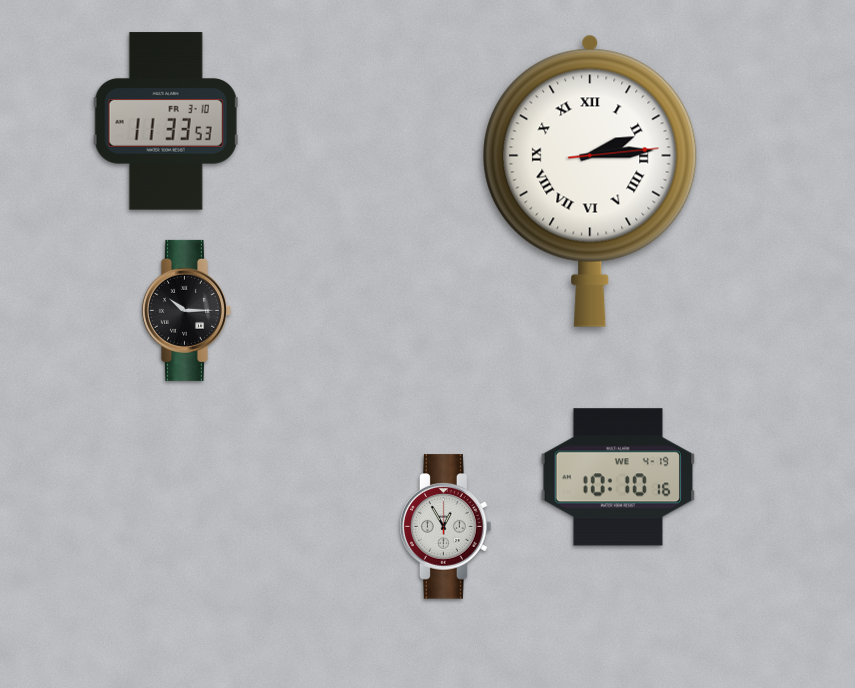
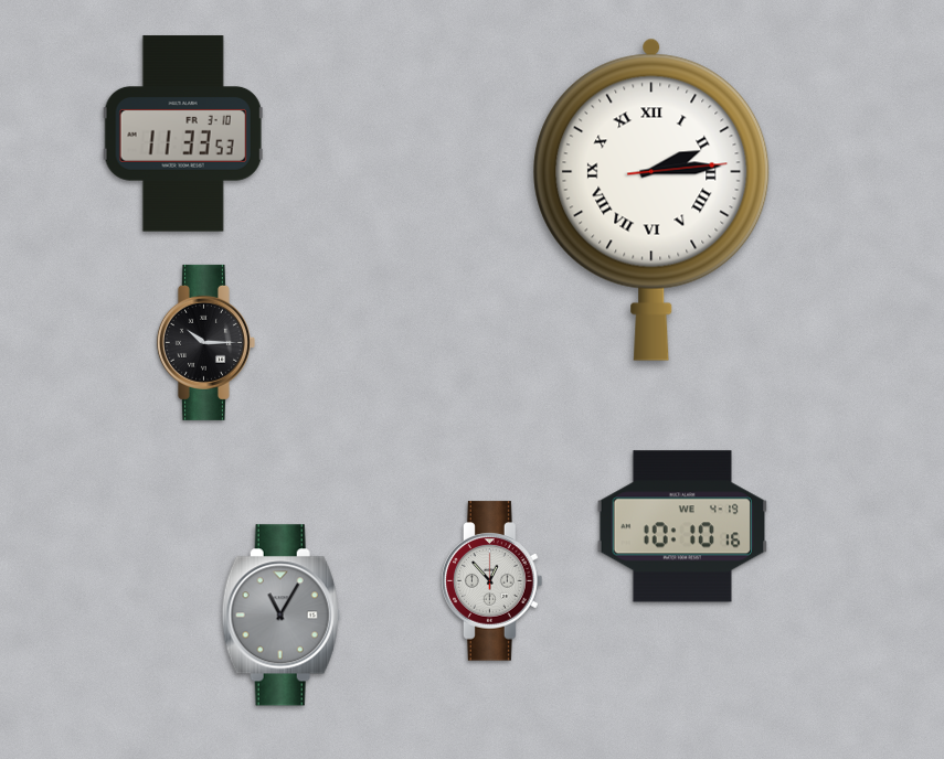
clock at (446, 527): 12:55 -> 12:53
clock at (280, 616): none -> 11:05
